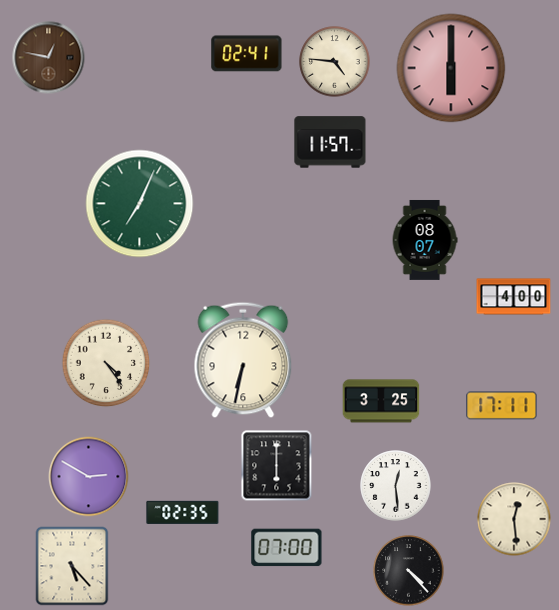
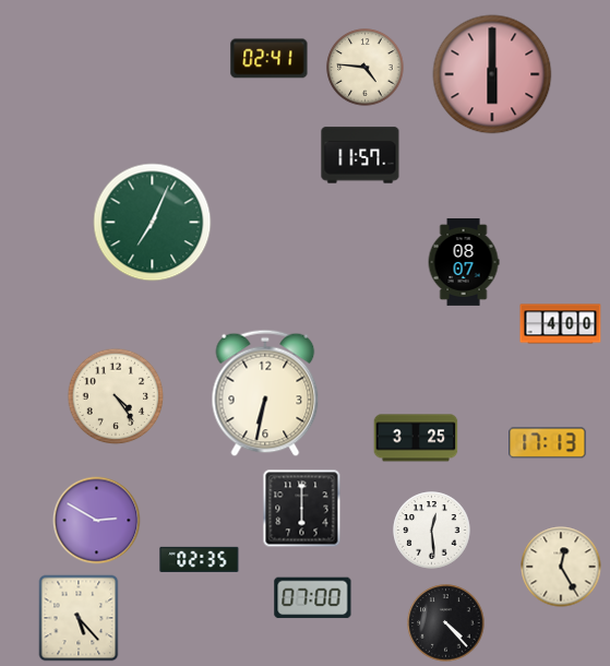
clock at (49, 58): 12:47 -> none
clock at (502, 406): 17:11 -> 17:13
clock at (514, 519): 12:29 -> 12:25
